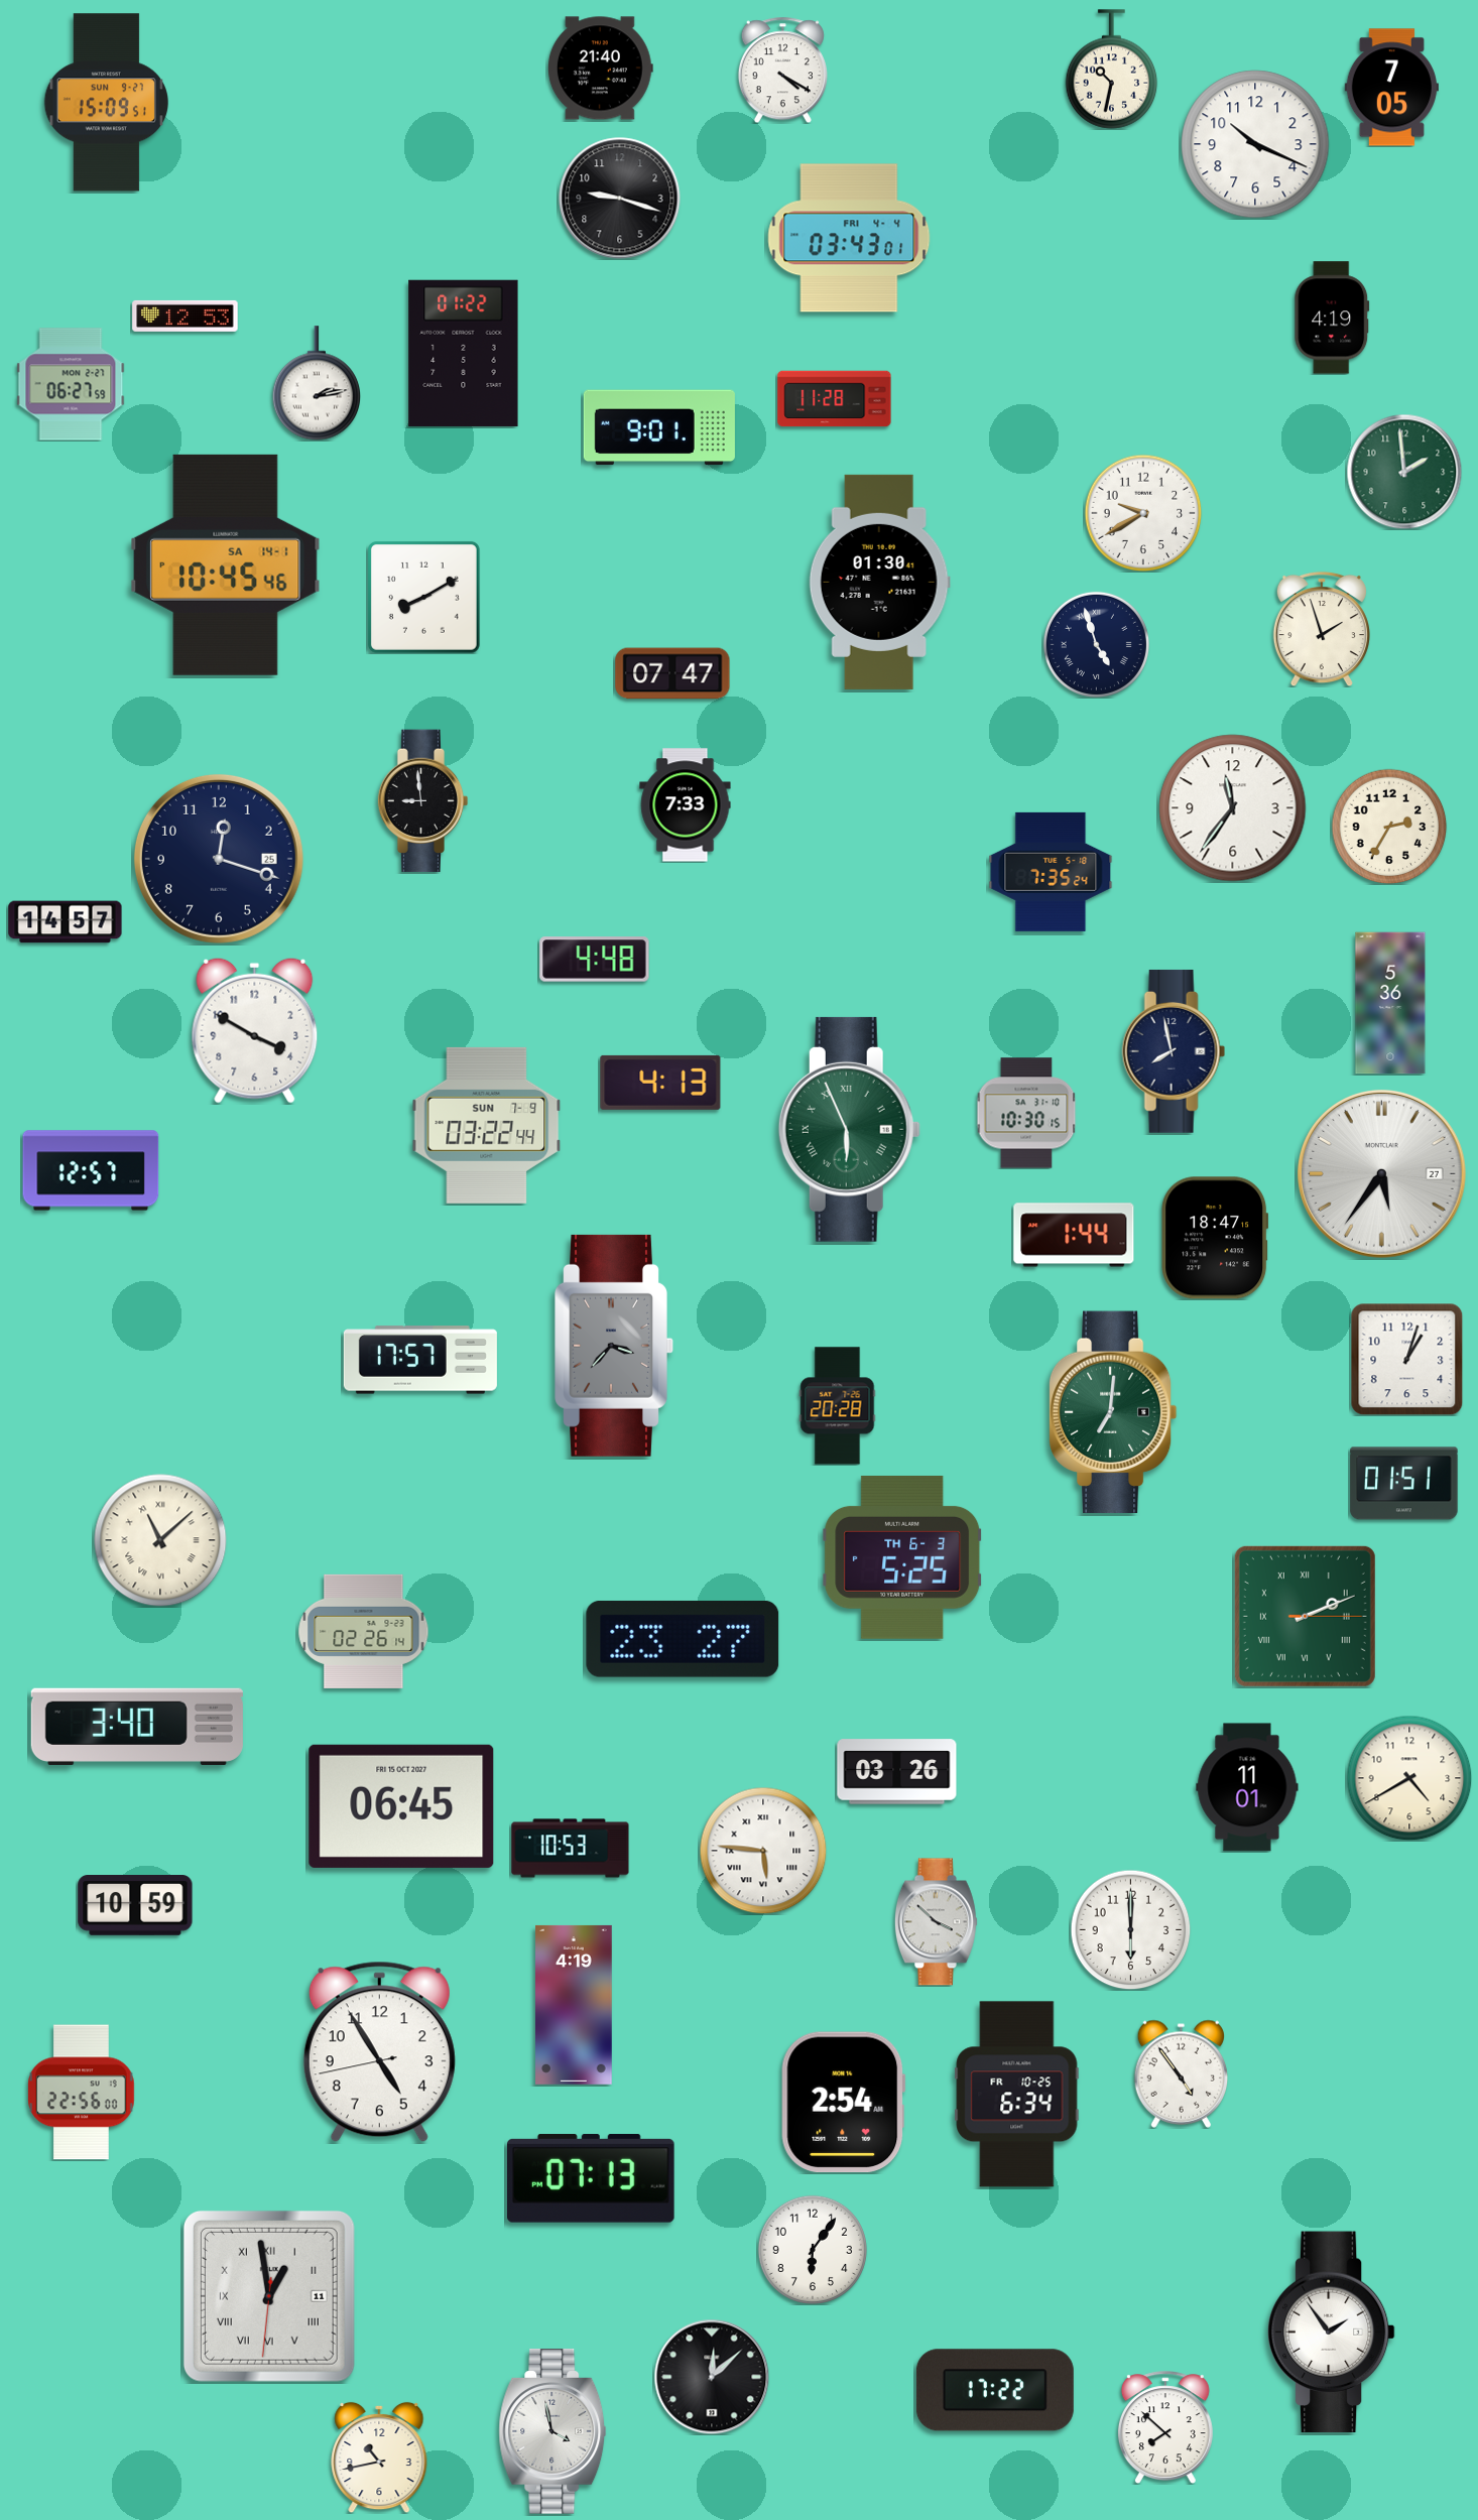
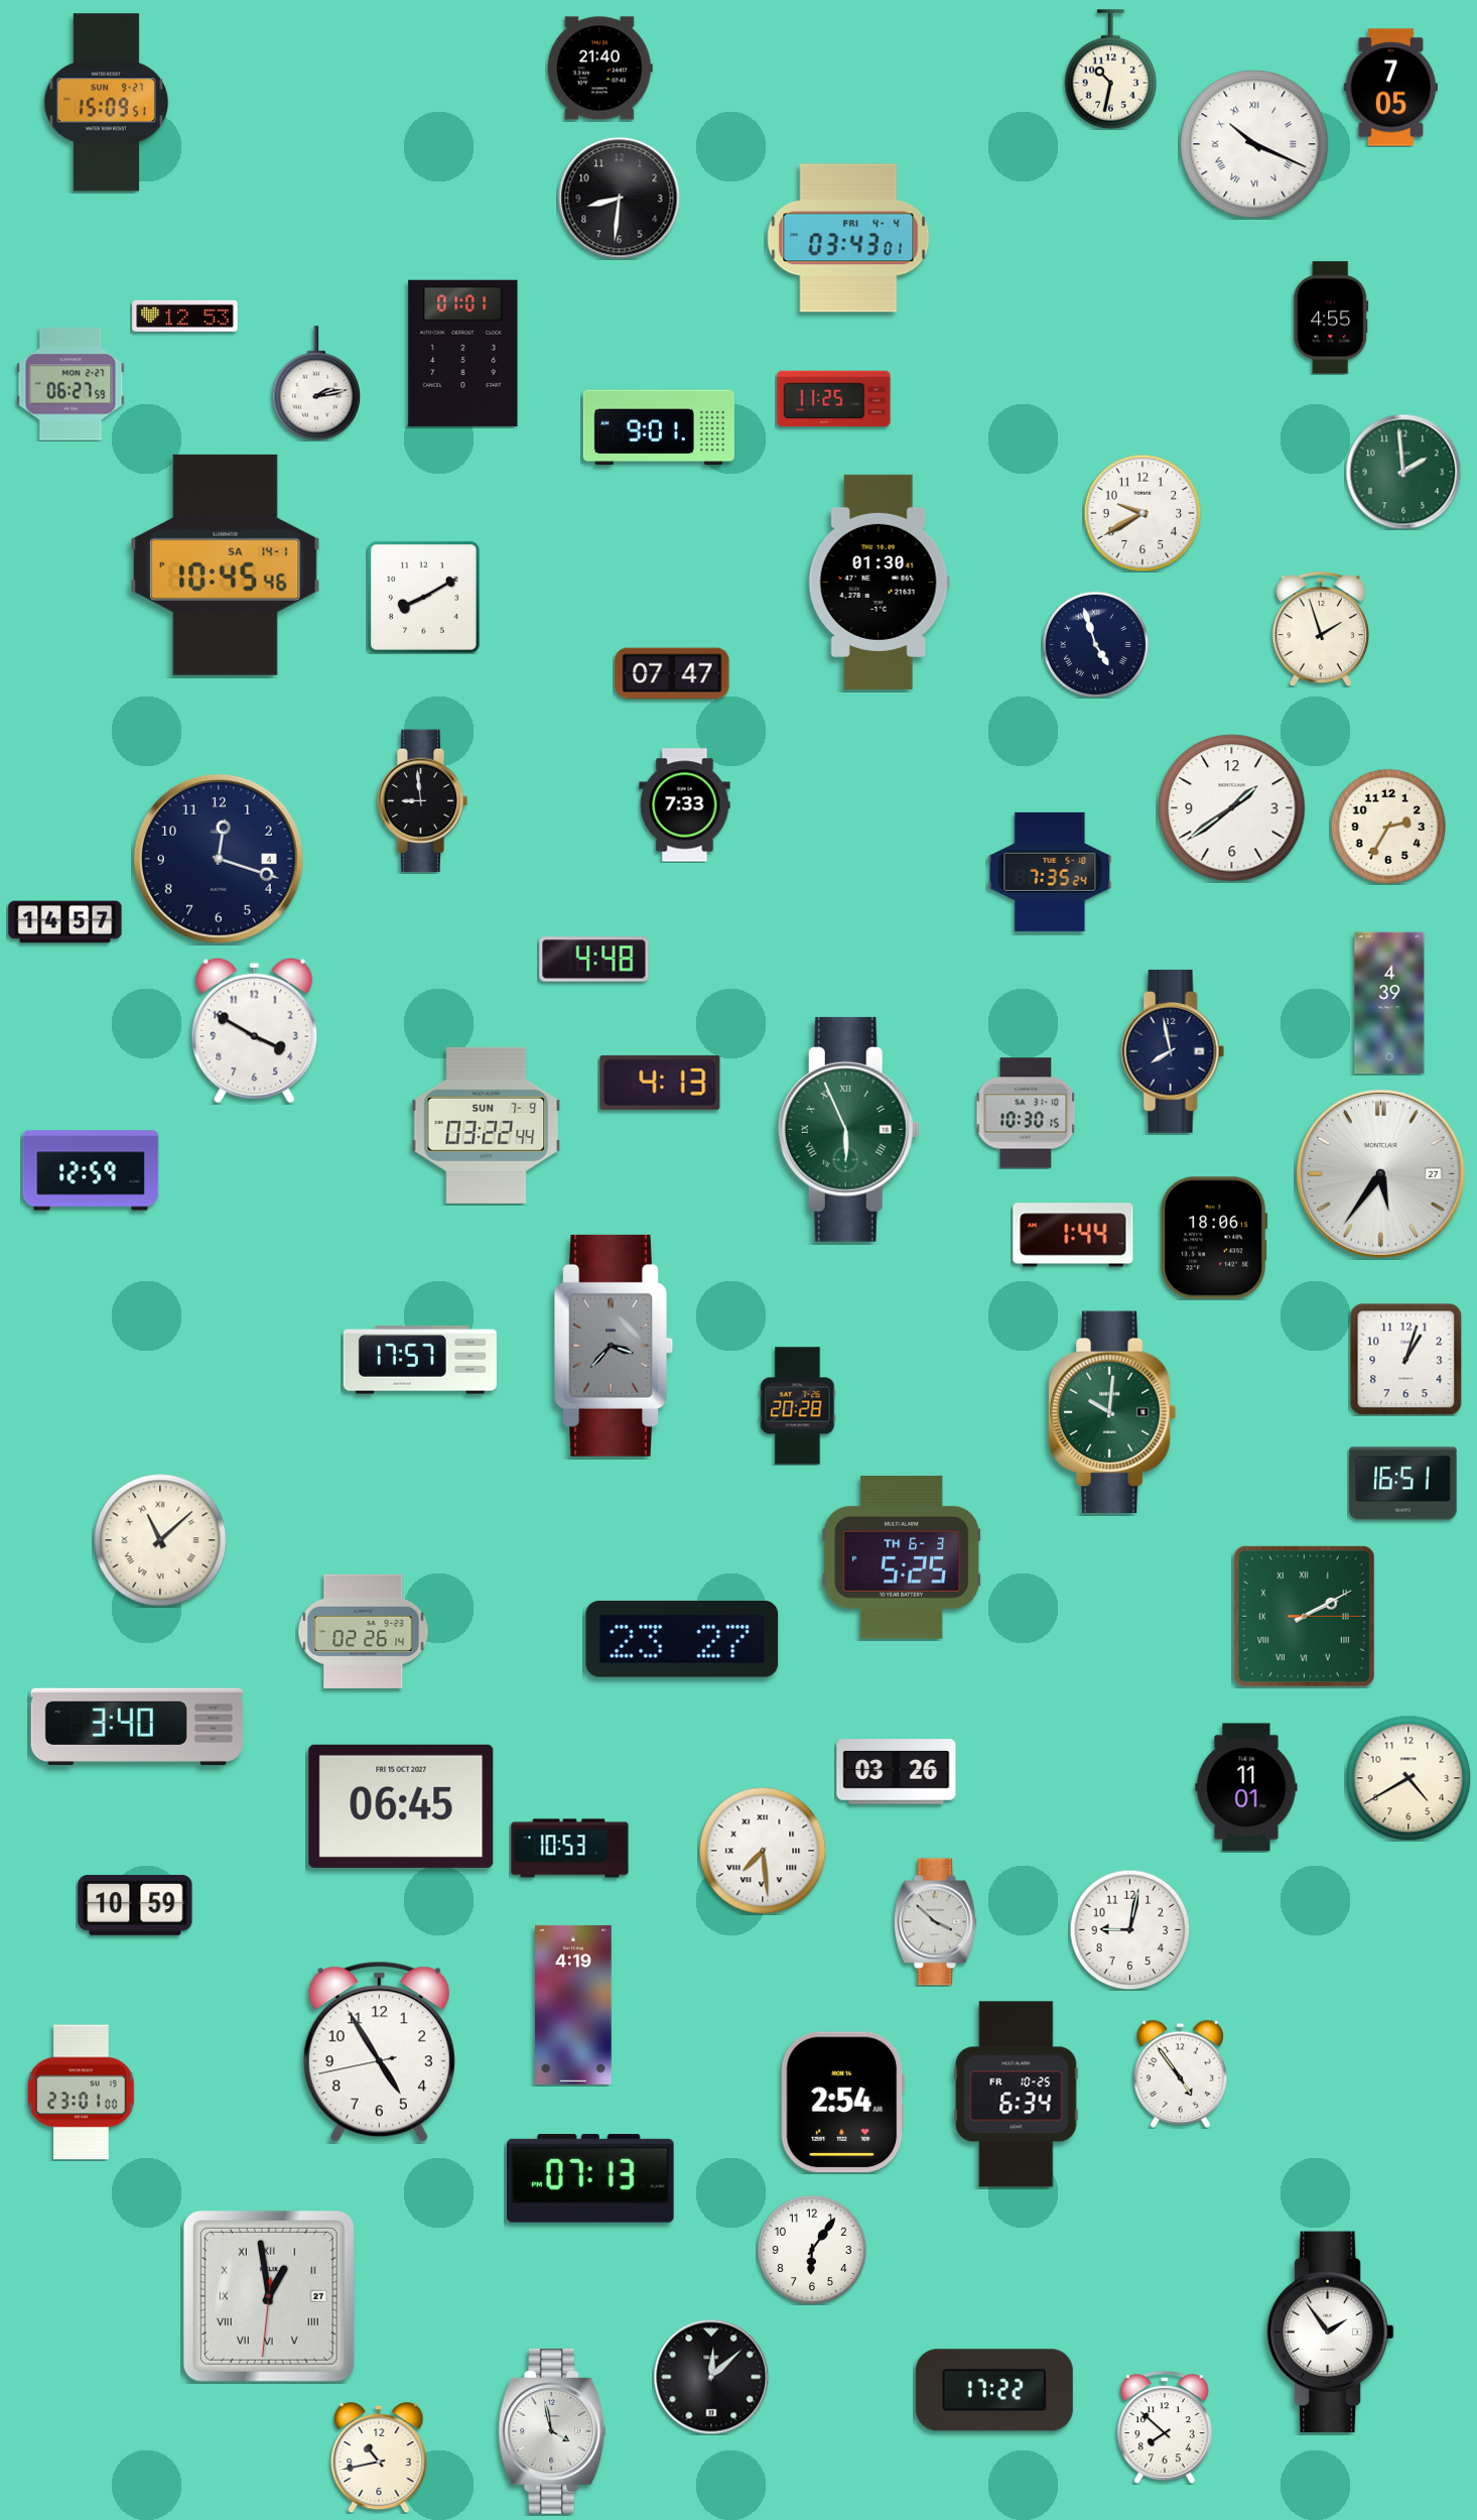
clock at (782, 70): 4:20 -> none
clock at (1255, 144) numerals: Arabic -> Roman
clock at (620, 199): 9:18 -> 8:31
clock at (1332, 318): 4:19 -> 4:55
clock at (464, 353): 01:22 -> 01:01
clock at (835, 399): 11:28 -> 11:25
clock at (1233, 808): 11:36 -> 1:39
clock at (219, 859) date: 25 -> 4
clock at (1390, 1003): 5:36 -> 4:39
clock at (91, 1170): 12:57 -> 12:59
clock at (1215, 1238): 18:47 -> 18:06
clock at (838, 1406) position: (838, 1406) -> (798, 1406)
clock at (1113, 1412): 7:01 -> 10:01
clock at (1404, 1484): 01:51 -> 16:51
clock at (1305, 1616): 2:11 -> 2:10
clock at (763, 1851): 5:46 -> 7:29
clock at (1130, 1929): 6:00 -> 9:02
clock at (82, 2093): 22:56 -> 23:01
clock at (269, 2296) date: 11 -> 27
